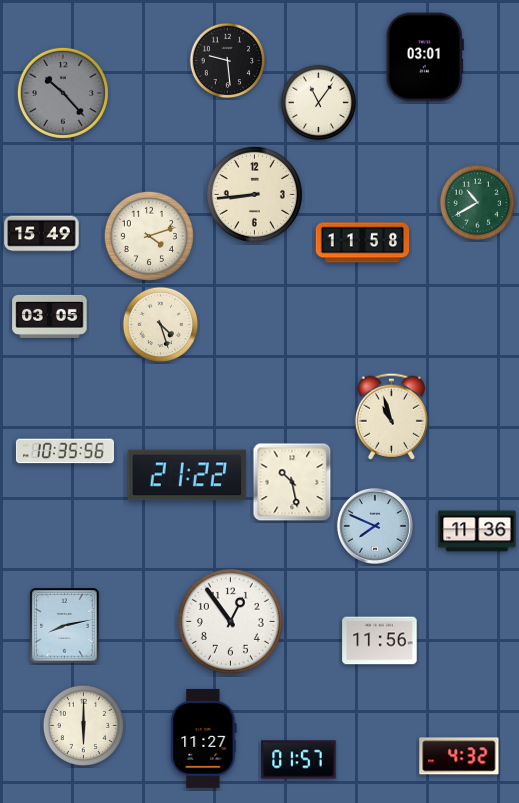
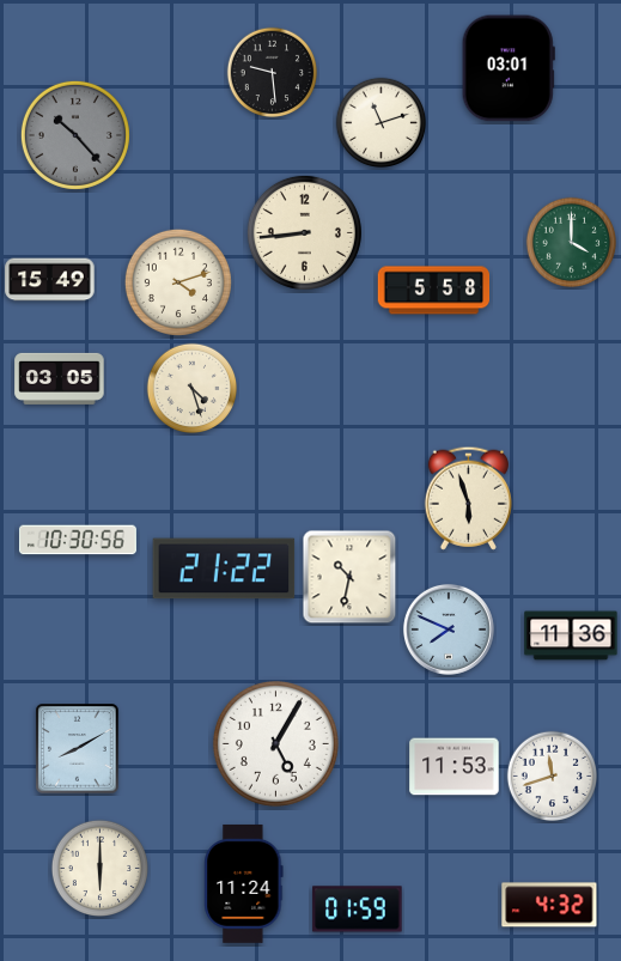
clock at (63, 93) position: (63, 93) -> (75, 135)
clock at (319, 103): 11:06 -> 11:12
clock at (478, 203): 10:40 -> 4:00
clock at (363, 243): 11:58 -> 5:58
clock at (391, 416): 10:57 -> 5:57
clock at (65, 451): 10:35 -> 10:30
clock at (292, 482): 10:28 -> 10:32
clock at (230, 621): 12:54 -> 5:05
clock at (65, 626): 8:13 -> 8:10
clock at (380, 641): 11:56 -> 11:53
clock at (553, 777): none -> 11:42
clock at (204, 738): 11:27 -> 11:24
clock at (299, 760): 01:57 -> 01:59
